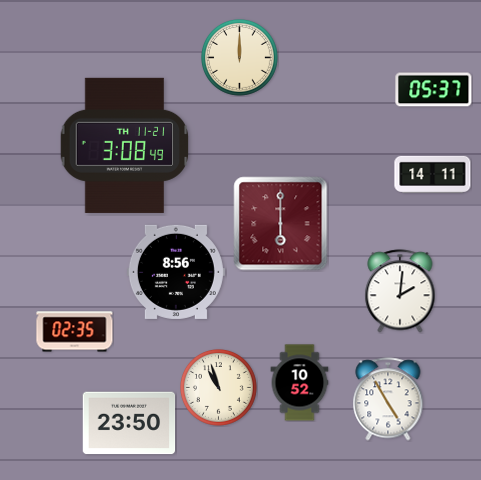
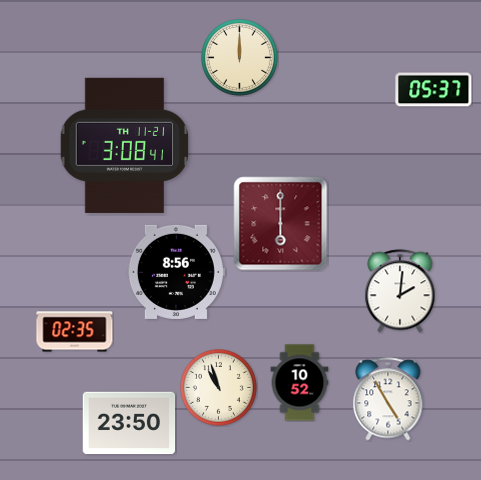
clock at (125, 145): 3:08:49 -> 3:08:41
clock at (433, 174): 14:11 -> none
